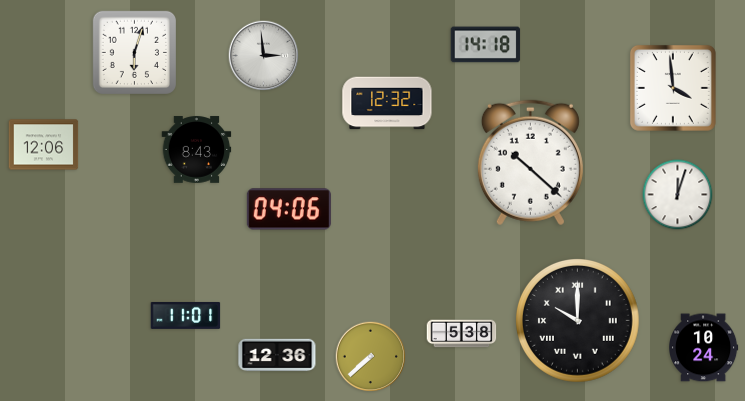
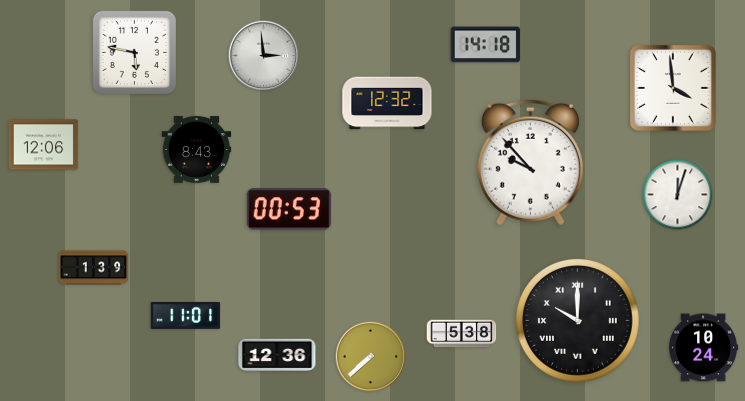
clock at (134, 52): 6:03 -> 5:47
clock at (530, 163): 10:22 -> 9:53
clock at (289, 209): 04:06 -> 00:53
clock at (94, 268): none -> 1:39
